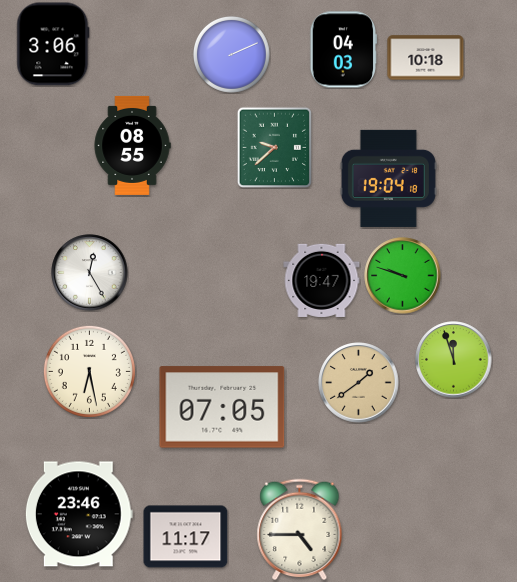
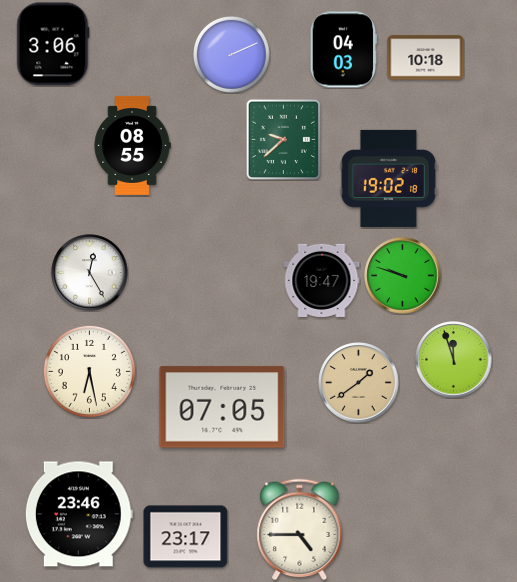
clock at (275, 147) position: (275, 147) -> (284, 139)
clock at (388, 178): 19:04 -> 19:02
clock at (186, 537): 11:17 -> 23:17
